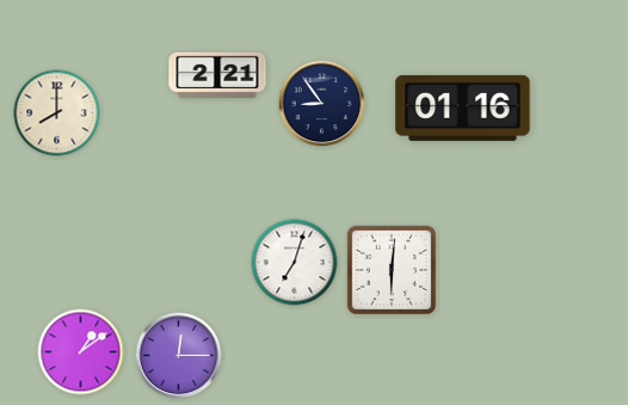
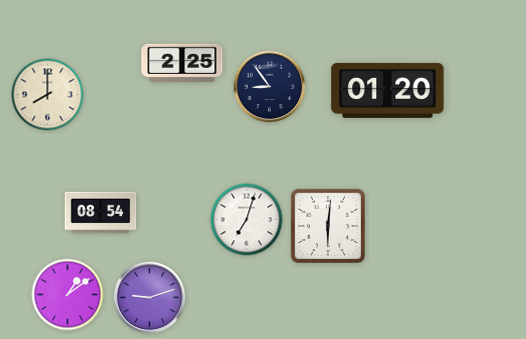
clock at (217, 75): 2:21 -> 2:25
clock at (463, 108): 01:16 -> 01:20
clock at (101, 213): none -> 08:54
clock at (179, 356): 12:15 -> 9:12
